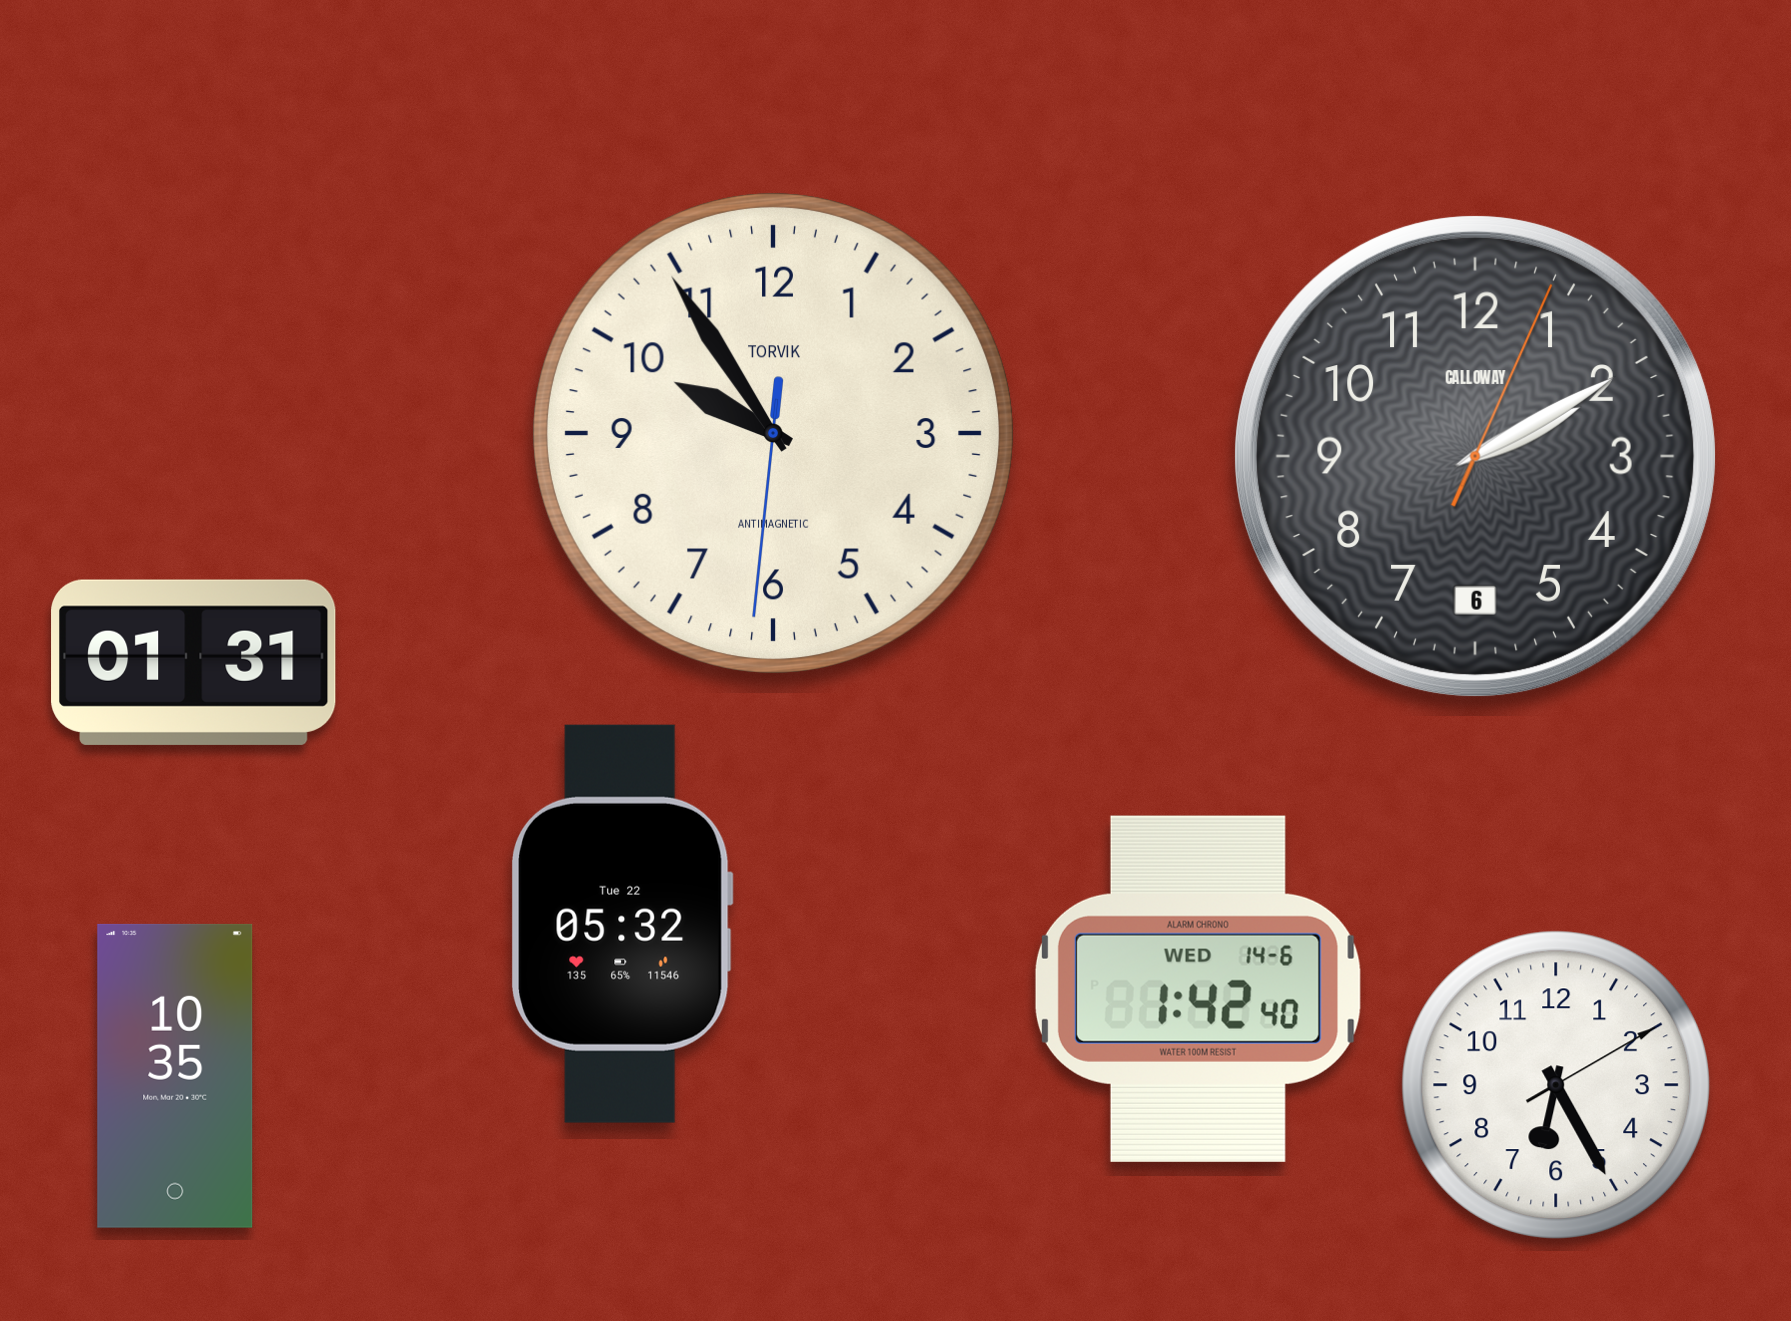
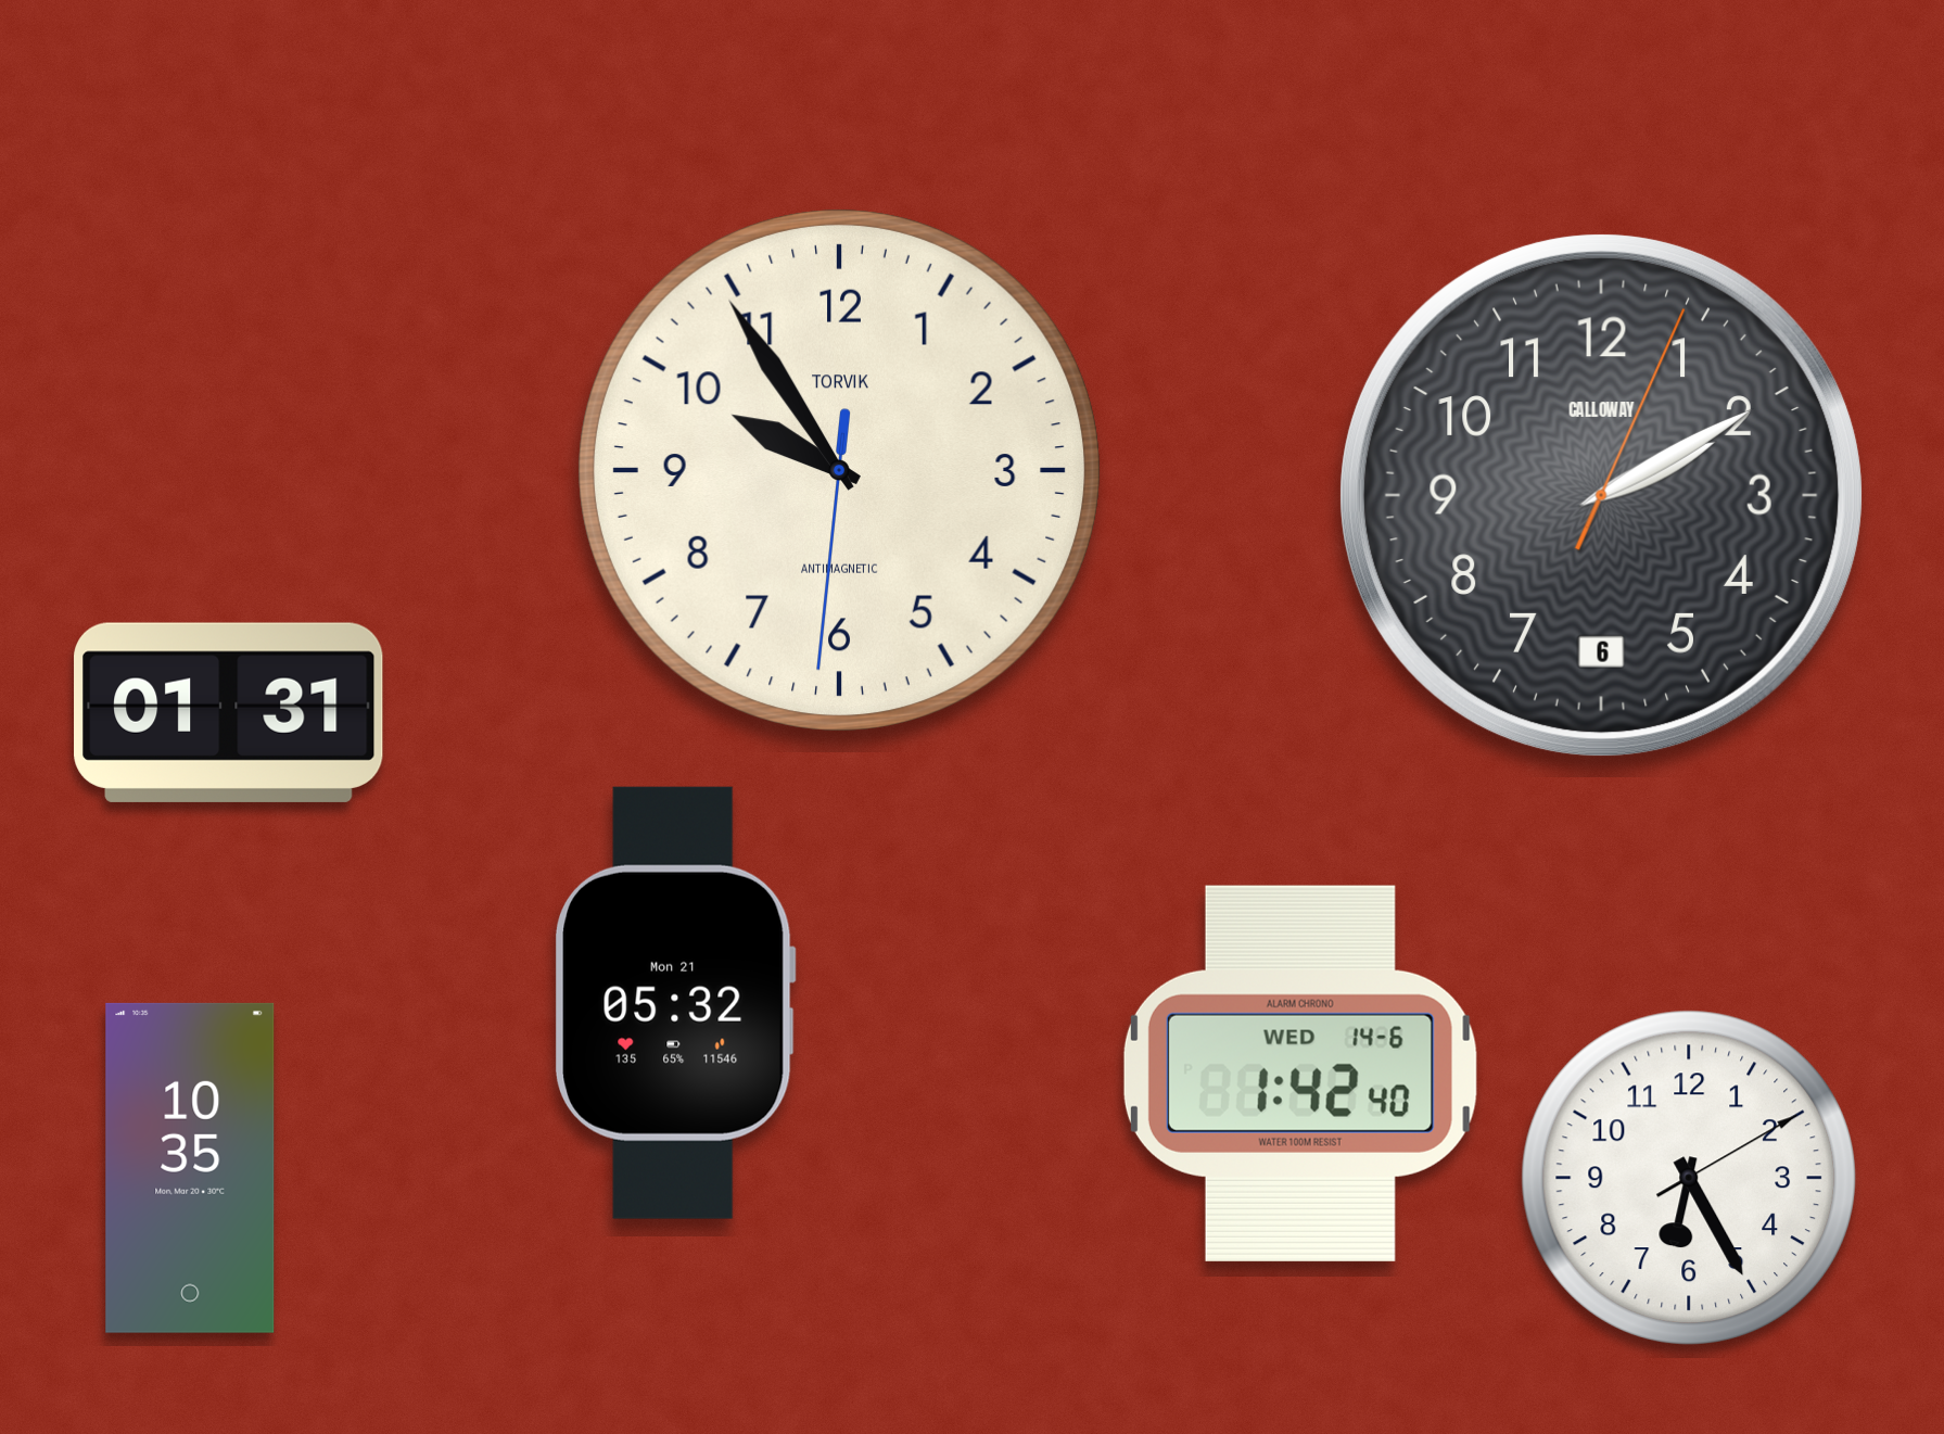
clock at (194, 662) position: (194, 662) -> (229, 712)
clock at (622, 924) date: Tue 22 -> Mon 21
